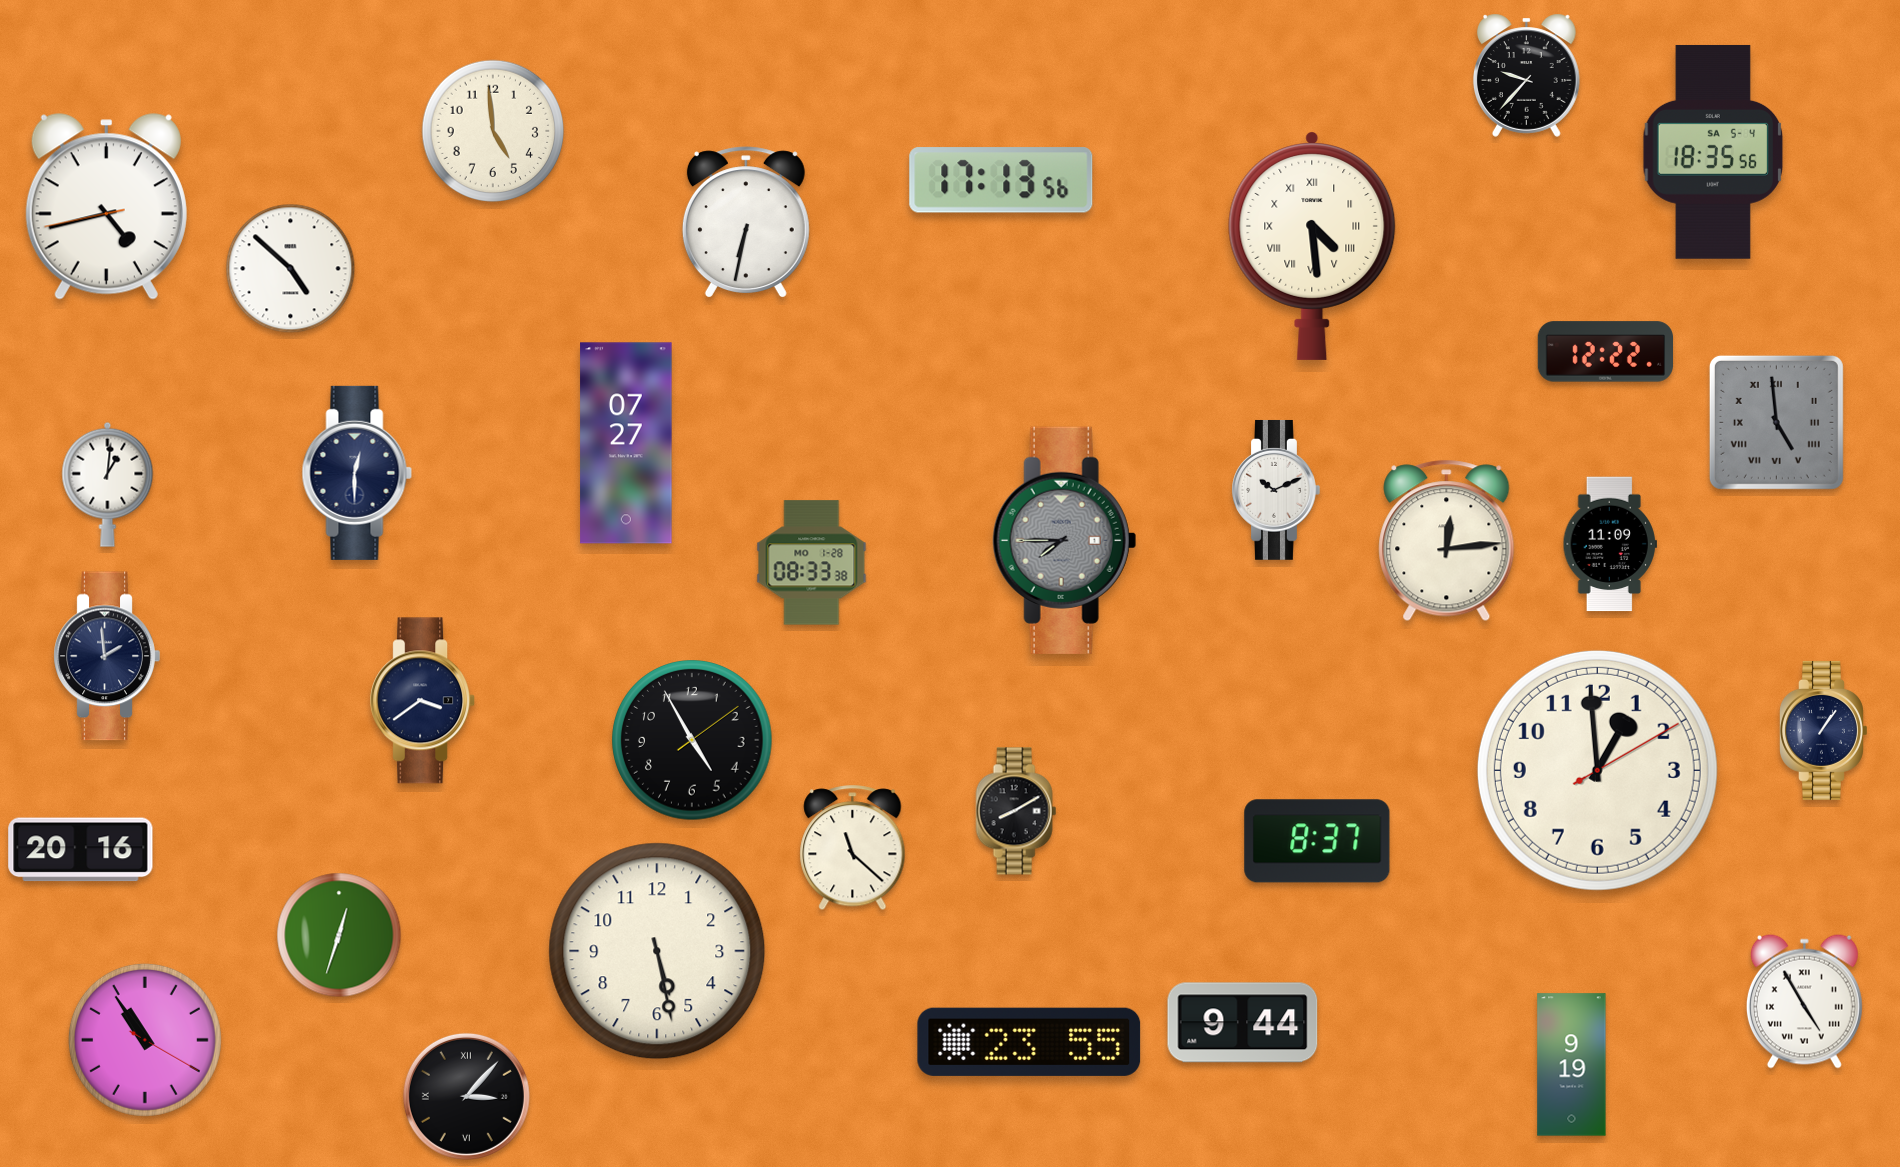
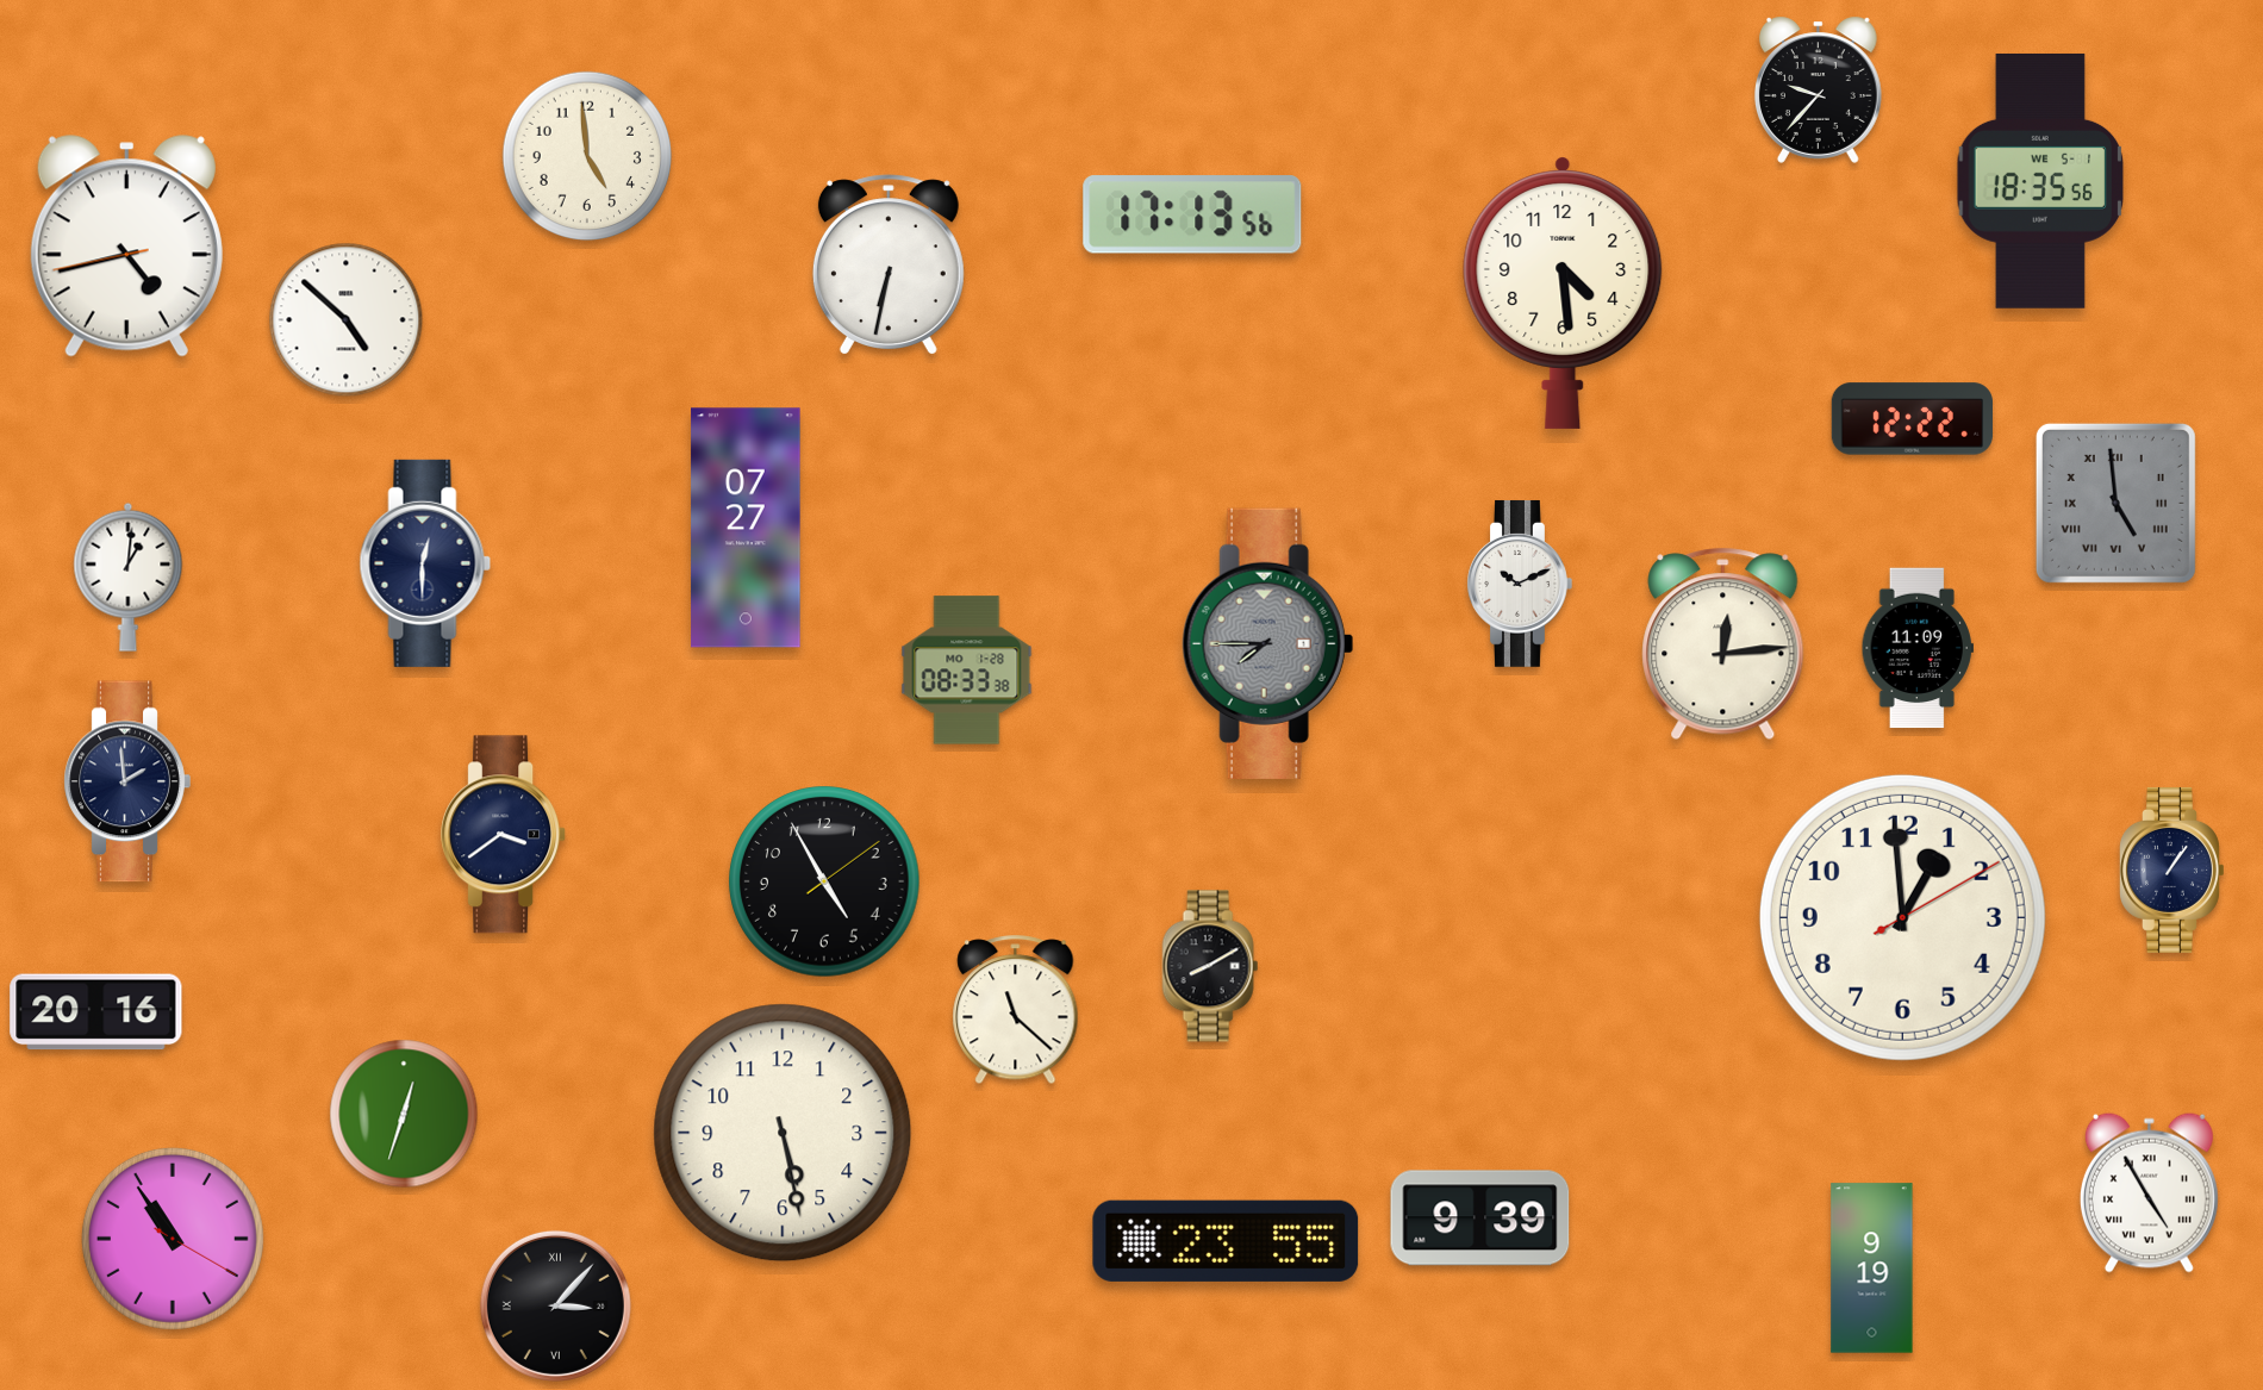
clock at (1713, 152) date: SA 5-4 -> WE 5-1
clock at (1312, 246) numerals: Roman -> Arabic
clock at (1317, 841): 8:37 -> none
clock at (1243, 1023): 9:44 -> 9:39
